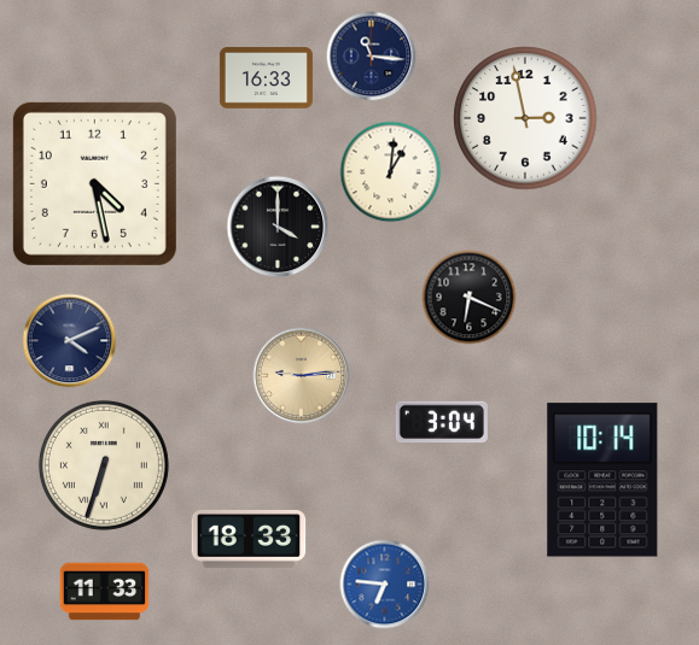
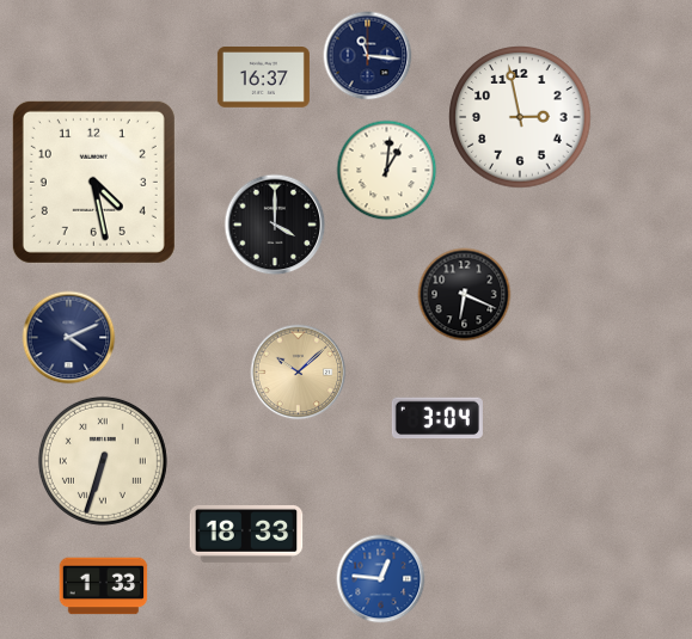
clock at (266, 78): 16:33 -> 16:37
clock at (302, 376): 9:14 -> 10:08
clock at (602, 480): 10:14 -> none
clock at (385, 585): 6:46 -> 12:46
clock at (105, 592): 11:33 -> 1:33
